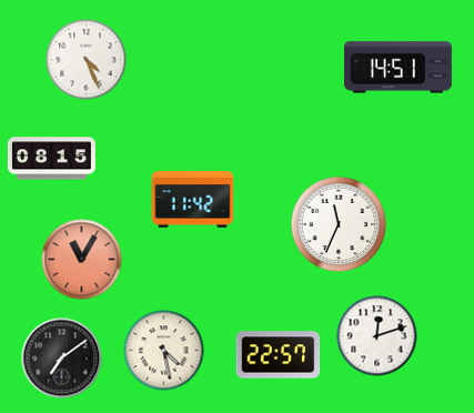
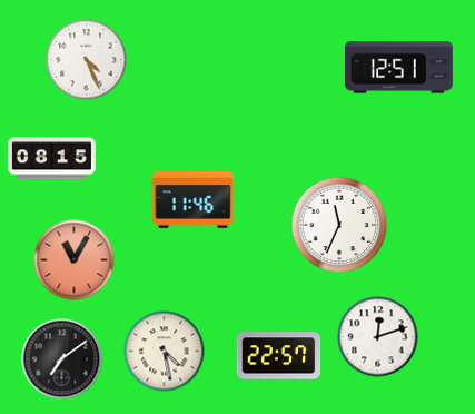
clock at (399, 68): 14:51 -> 12:51
clock at (193, 200): 11:42 -> 11:46
clock at (82, 260) position: (82, 260) -> (75, 260)
